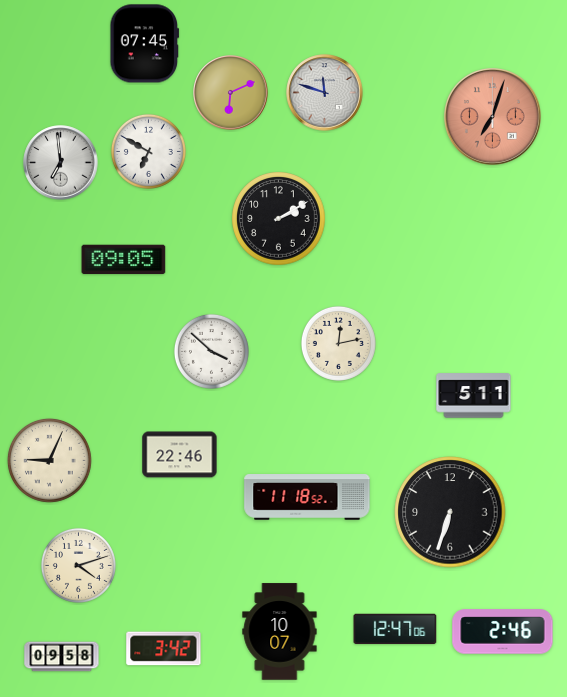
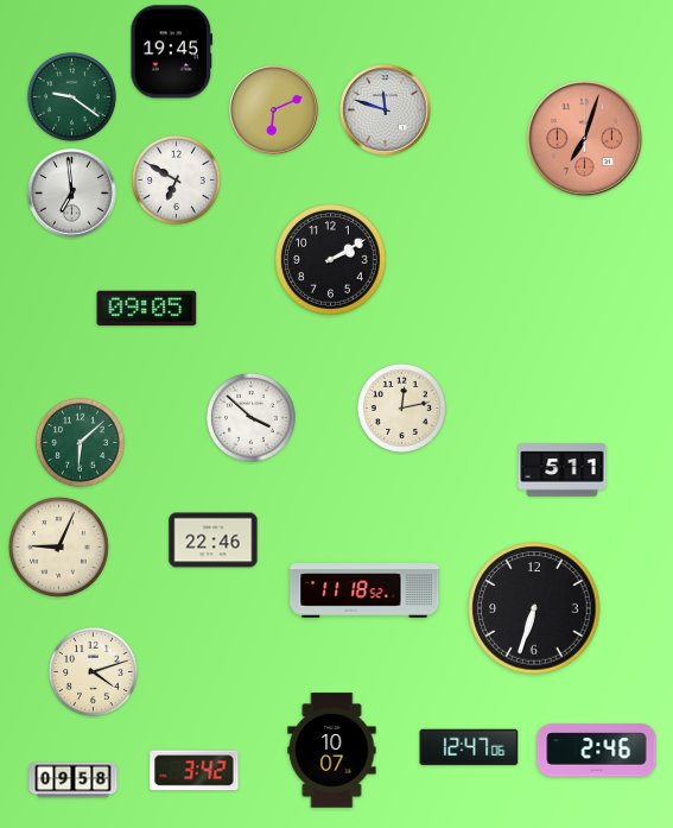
clock at (145, 44): 07:45 -> 19:45
clock at (71, 96): none -> 9:21
clock at (80, 442): none -> 6:08
